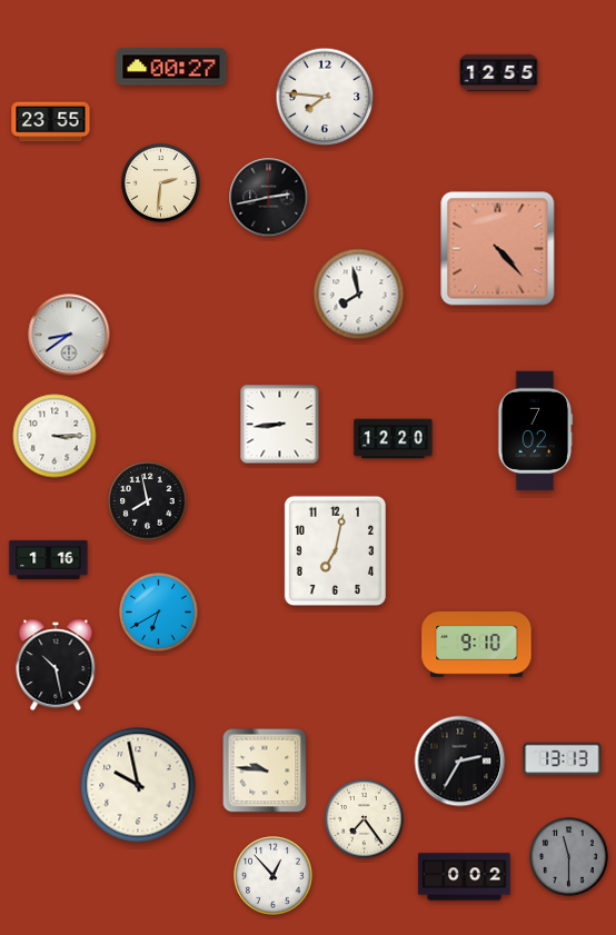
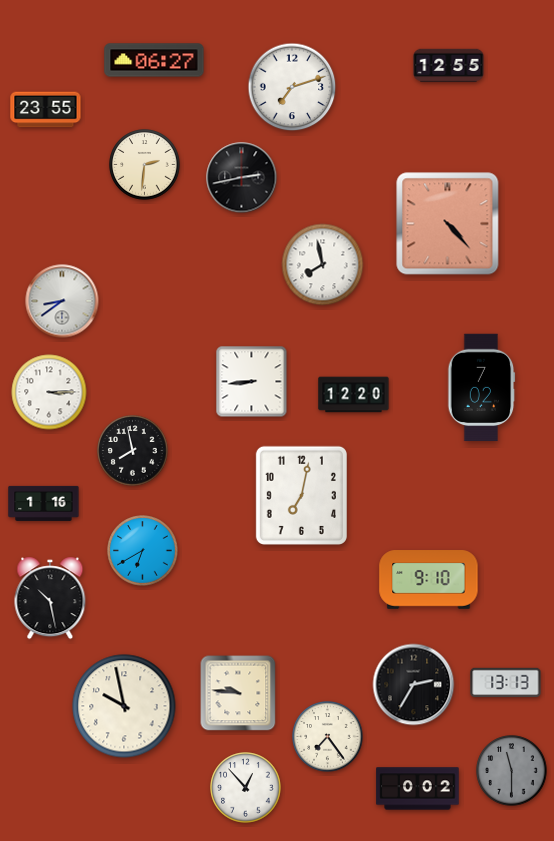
clock at (171, 67): 00:27 -> 06:27
clock at (325, 97): 7:46 -> 7:12
